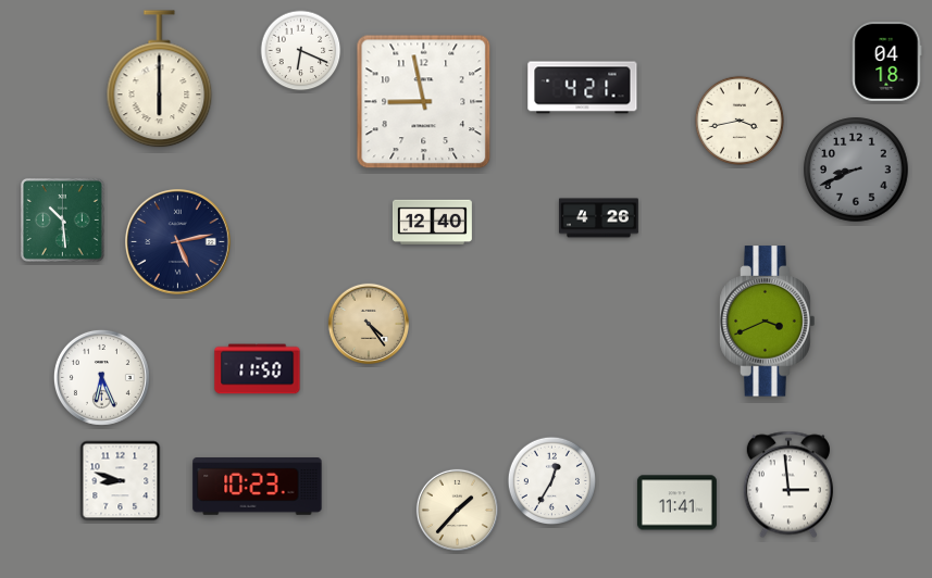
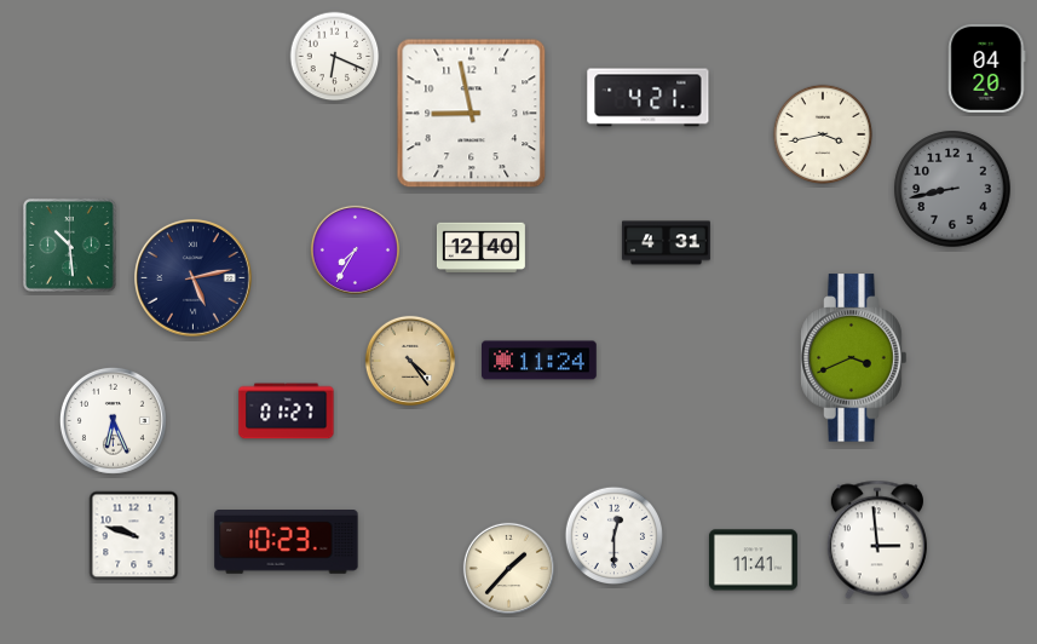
clock at (887, 61): 04:18 -> 04:20
clock at (160, 79): 6:00 -> none
clock at (856, 169): 8:41 -> 8:43
clock at (598, 218): 4:26 -> 4:31
clock at (355, 249): none -> 7:35
clock at (178, 242) position: (178, 242) -> (194, 278)
clock at (540, 361): none -> 11:24
clock at (258, 369): 11:50 -> 01:27
clock at (551, 480): 12:35 -> 12:30
clock at (121, 481): 8:48 -> 9:48
